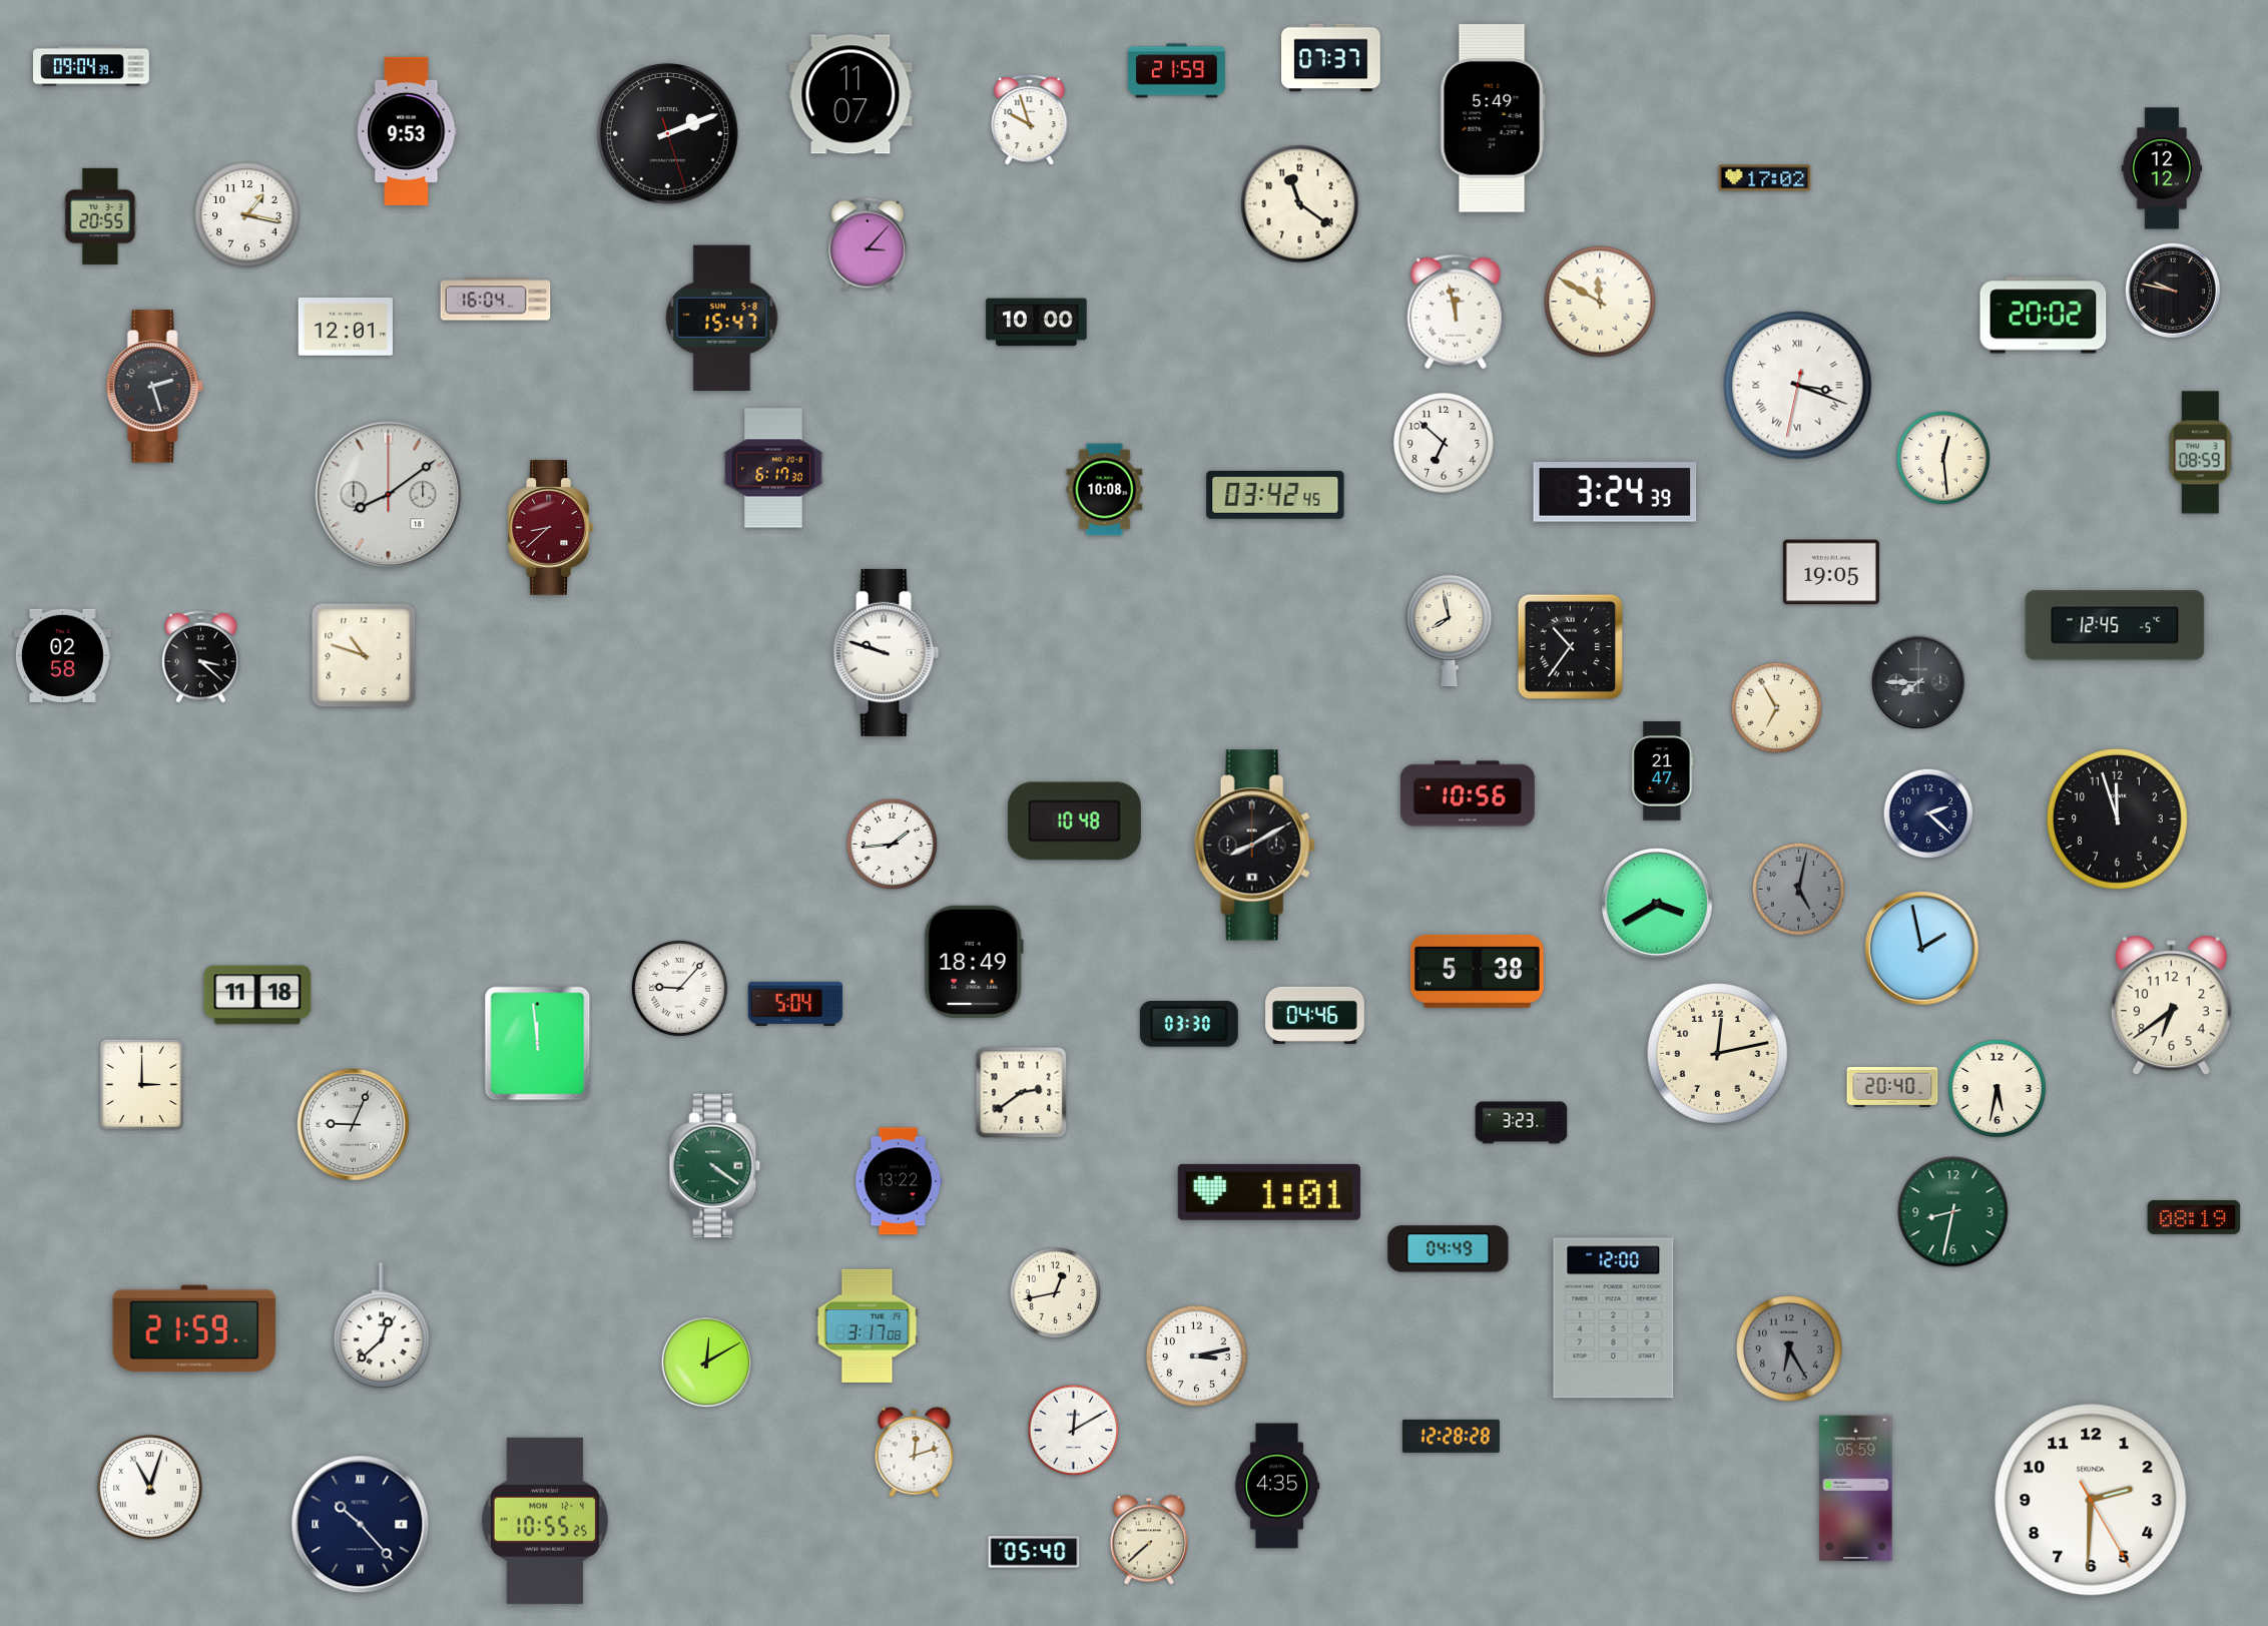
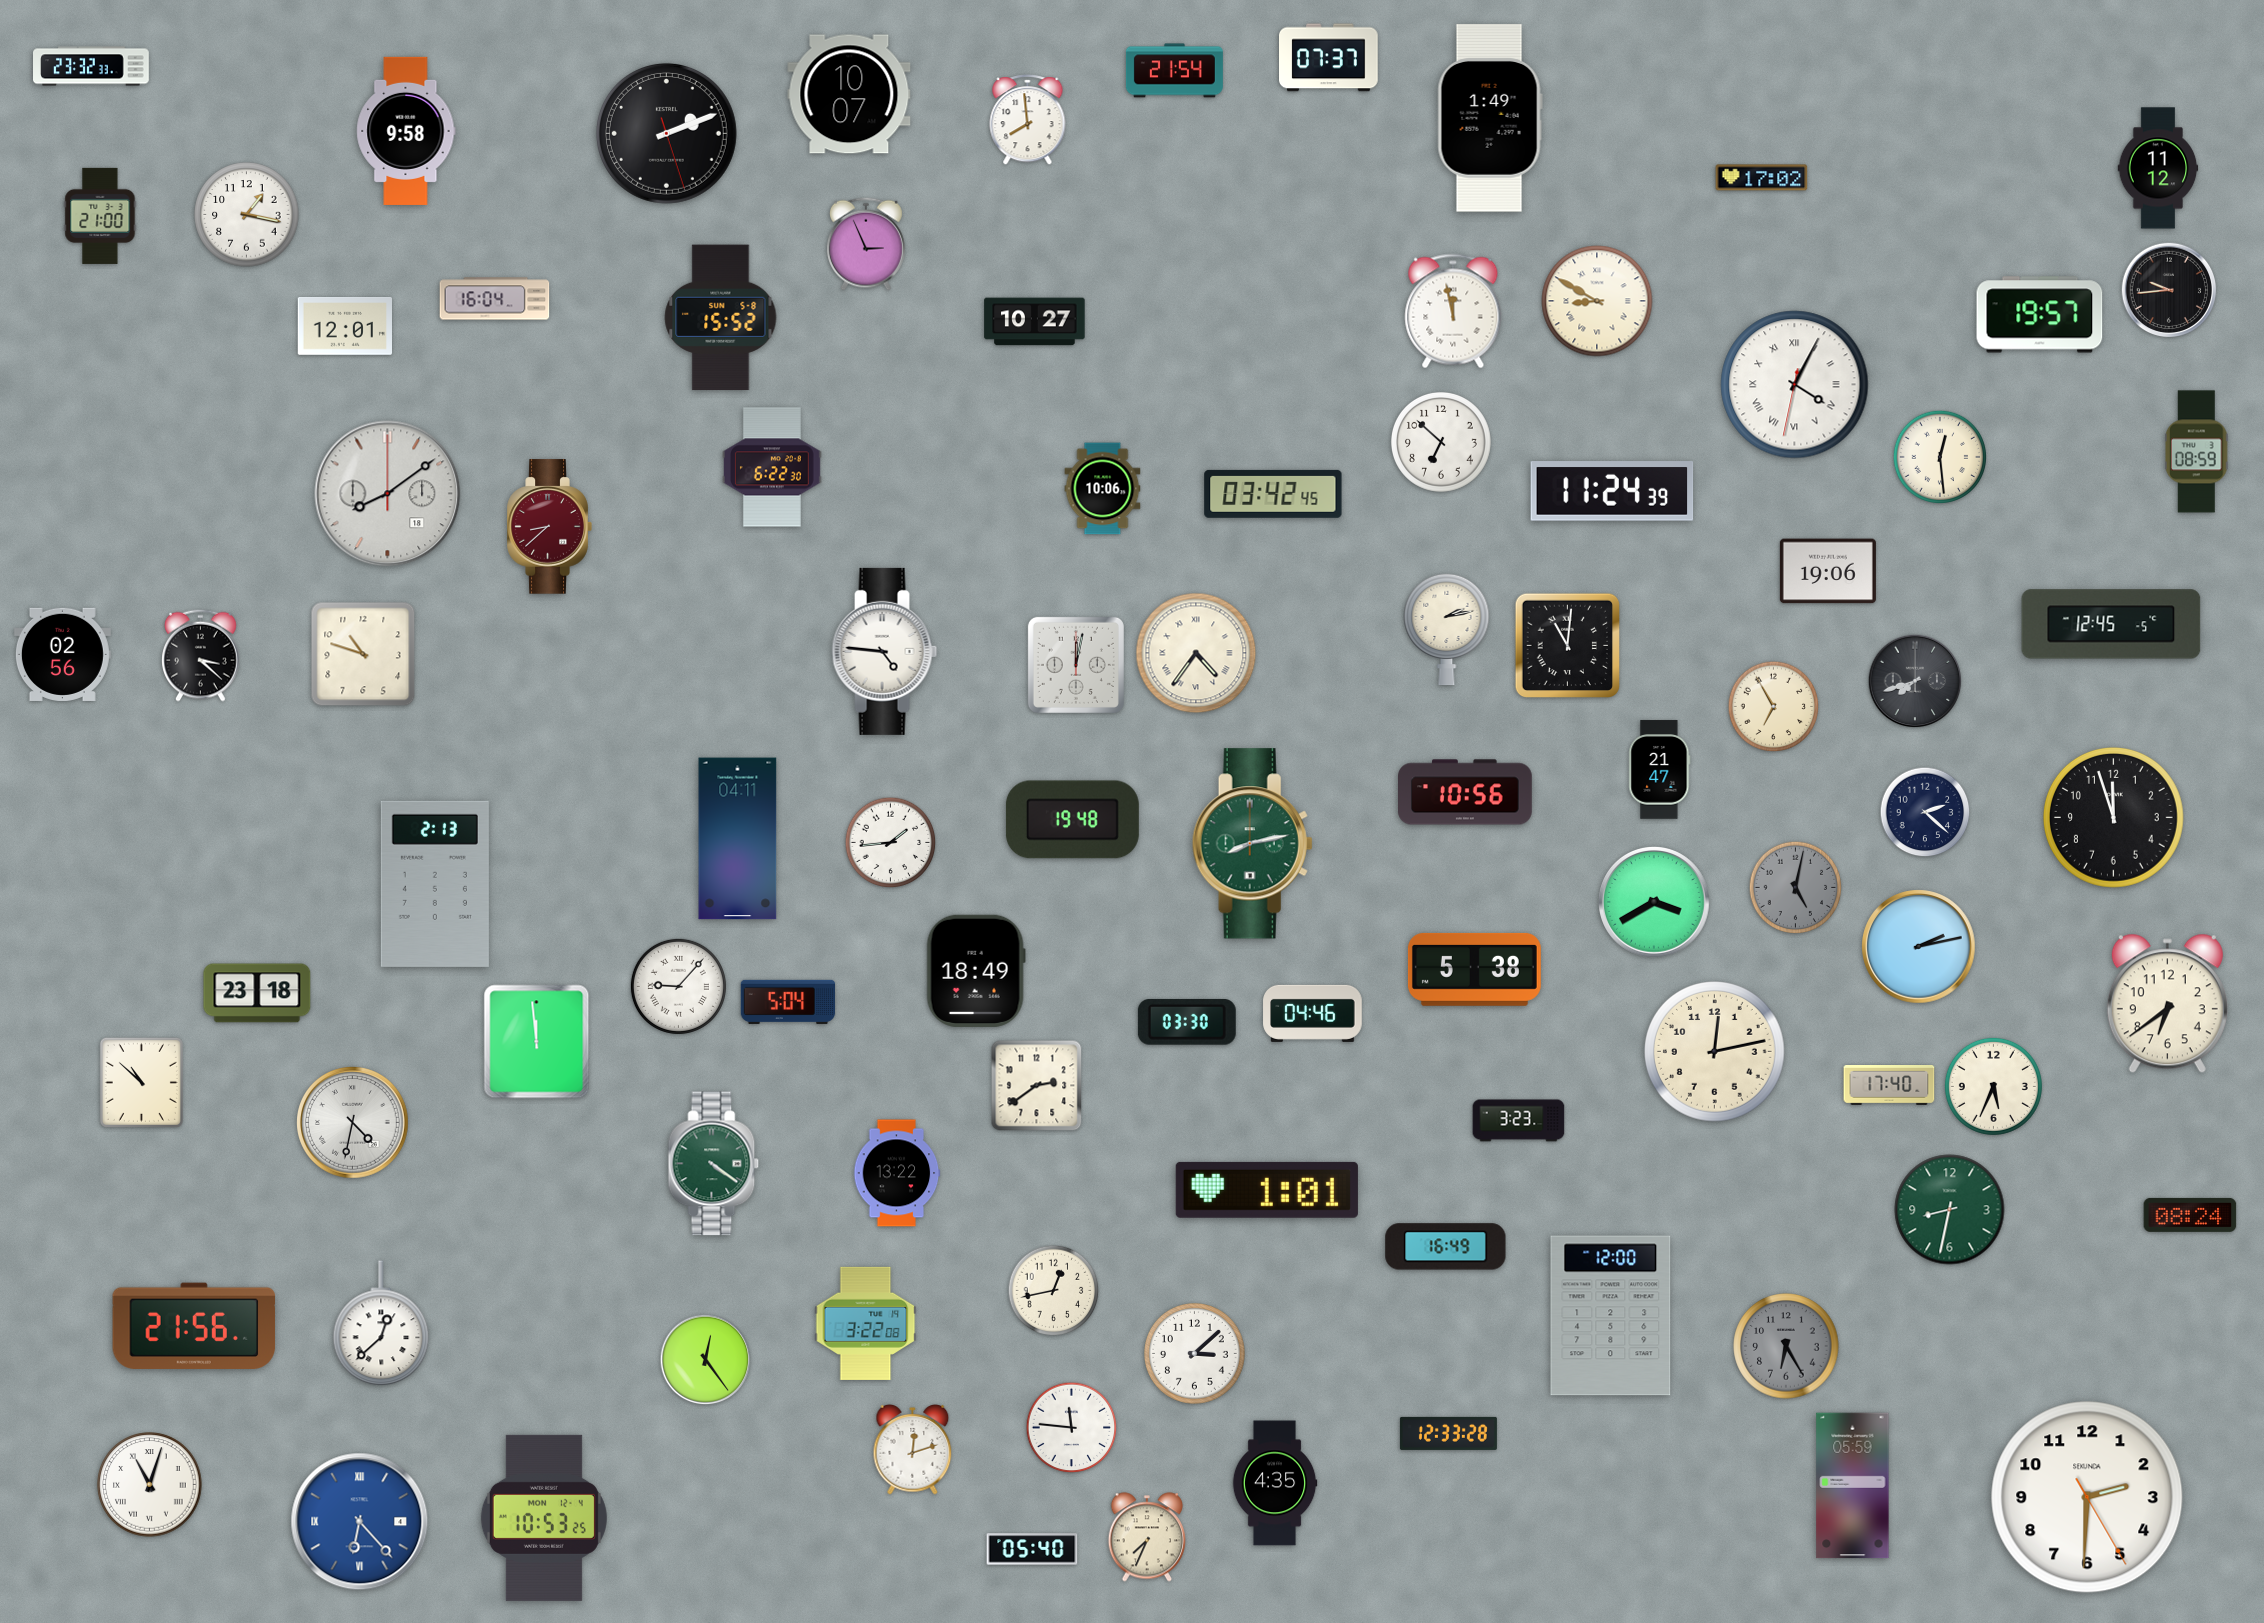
clock at (91, 66): 09:04 -> 23:32
clock at (1176, 71): 21:59 -> 21:54
clock at (850, 94): 11:07 -> 10:07
clock at (1493, 118): 5:49 -> 1:49
clock at (1030, 120): 9:57 -> 7:59
clock at (407, 131): 9:53 -> 9:58
clock at (2162, 168): 12:12 -> 11:12
clock at (1300, 204): 11:21 -> none
clock at (100, 216): 20:55 -> 21:00
clock at (868, 244): 3:07 -> 2:56
clock at (2172, 290): 9:47 -> 9:44
clock at (1600, 302): 11:50 -> 8:50
clock at (2044, 316): 20:02 -> 19:57
clock at (722, 319): 15:47 -> 15:52
clock at (1037, 323): 10:00 -> 10:27
clock at (1798, 386): 3:18 -> 4:04
clock at (154, 387): 2:27 -> none
clock at (773, 468): 6:17 -> 6:22
clock at (1105, 490): 10:08 -> 10:06
clock at (1615, 492): 3:24 -> 11:24
clock at (1831, 572): 19:05 -> 19:06
clock at (1450, 630): 7:58 -> 2:13
clock at (1571, 647): 10:36 -> 11:01
clock at (887, 652): 9:48 -> 4:46
clock at (1196, 653): none -> 4:36
clock at (62, 655): 02:58 -> 02:56
clock at (1076, 665): none -> 12:02
clock at (1918, 682): 7:45 -> 7:42
clock at (1074, 822): 10:48 -> 19:48
clock at (738, 839): none -> 04:11
clock at (1254, 846): 8:10 -> 8:13
clock at (1254, 846) dial: black -> green
clock at (435, 884): none -> 2:13
clock at (1922, 949): 1:58 -> 2:13
clock at (974, 962) position: (974, 962) -> (976, 971)
clock at (257, 995): 11:18 -> 23:18
clock at (795, 1004) position: (795, 1004) -> (788, 1002)
clock at (141, 1084): 3:00 -> 10:52
clock at (1892, 1088): 20:40 -> 17:40
clock at (1997, 1088): 5:32 -> 5:34
clock at (1022, 1093) position: (1022, 1093) -> (1037, 1086)
clock at (354, 1125): 9:04 -> 4:32
clock at (899, 1181) position: (899, 1181) -> (897, 1173)
clock at (2194, 1217): 08:19 -> 08:24
clock at (1449, 1249): 04:49 -> 16:49
clock at (868, 1325): 3:17 -> 3:22
clock at (194, 1328): 21:59 -> 21:56
clock at (1197, 1357): 3:13 -> 3:08
clock at (707, 1363): 12:10 -> 12:24
clock at (1074, 1431): 12:10 -> 11:46
clock at (1451, 1436): 12:28 -> 12:33
clock at (545, 1521): 10:55 -> 10:53
clock at (361, 1525): 10:23 -> 6:23
clock at (361, 1525) dial: navy -> blue
clock at (1148, 1540): 7:38 -> 7:34
